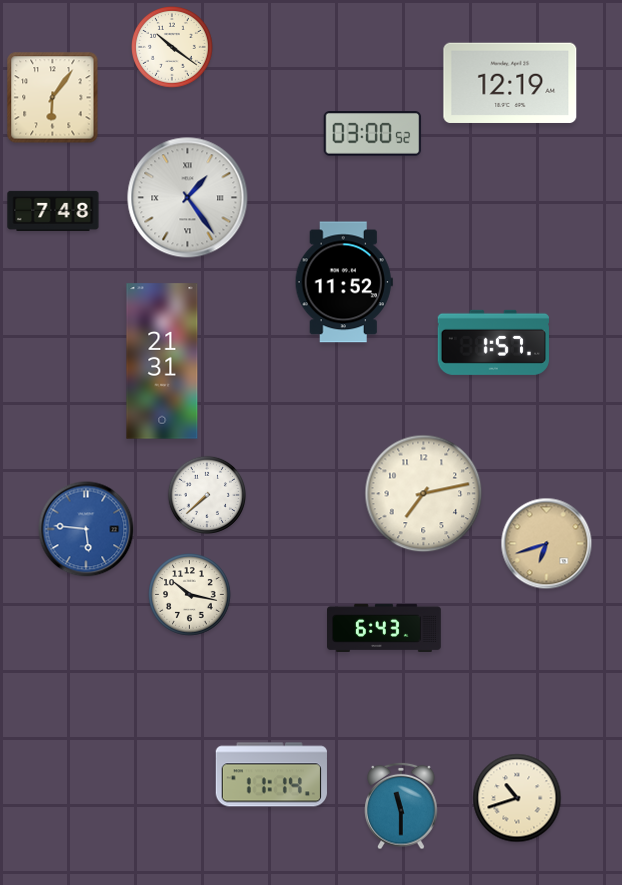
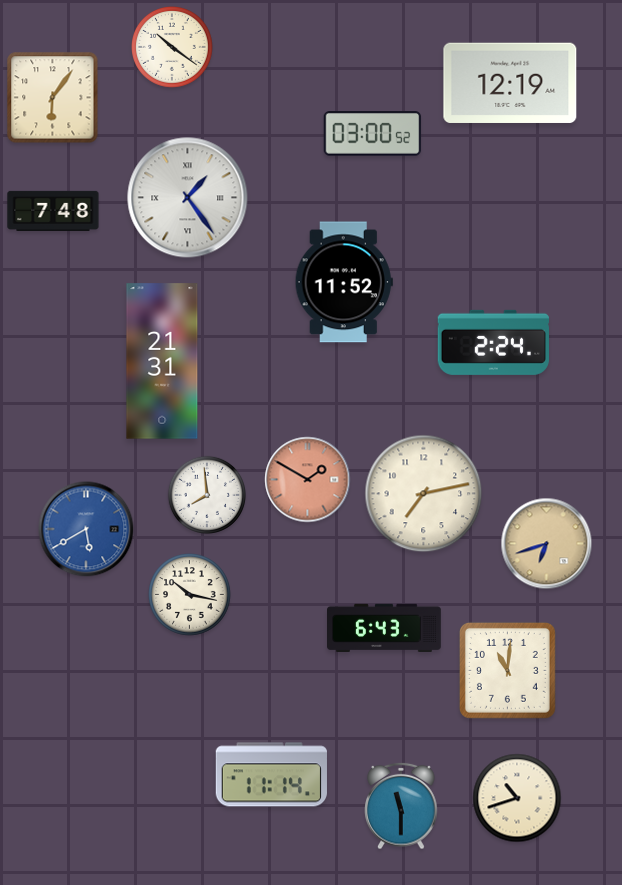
clock at (493, 342): 1:57 -> 2:24
clock at (308, 480): none -> 1:50
clock at (206, 494): 7:38 -> 7:59
clock at (86, 529): 5:46 -> 5:40
clock at (507, 670): none -> 11:01
